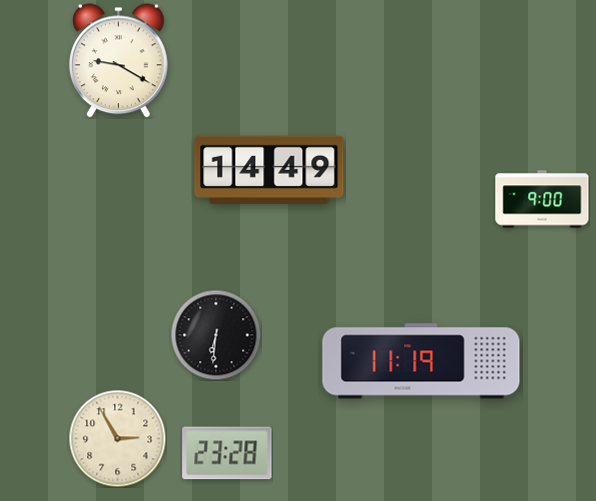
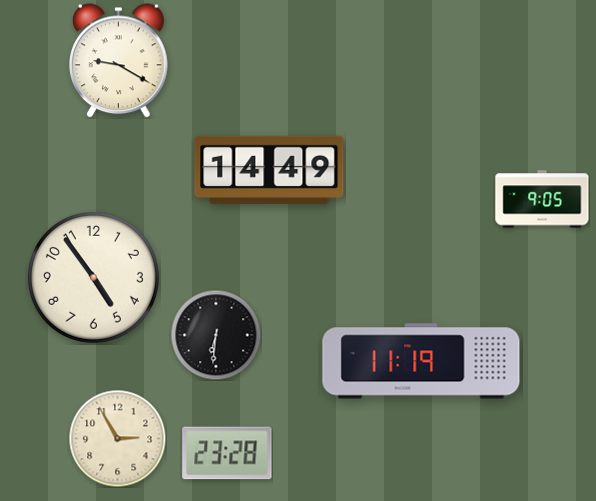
clock at (542, 199): 9:00 -> 9:05
clock at (93, 277): none -> 4:54
